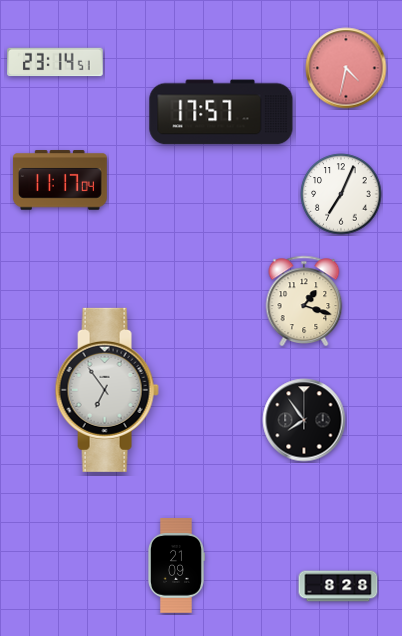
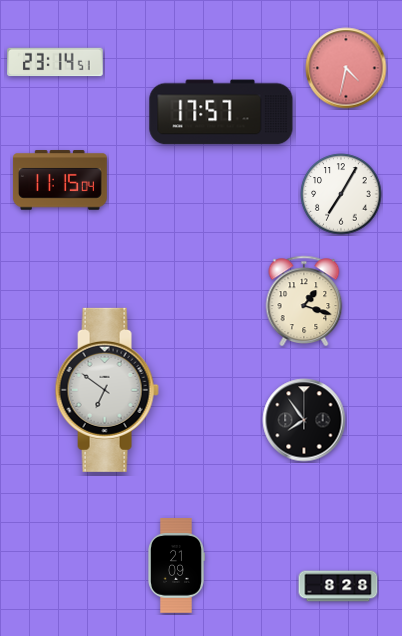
clock at (60, 180): 11:17 -> 11:15
clock at (341, 194): 7:04 -> 7:05
clock at (107, 390): 6:54 -> 6:51
